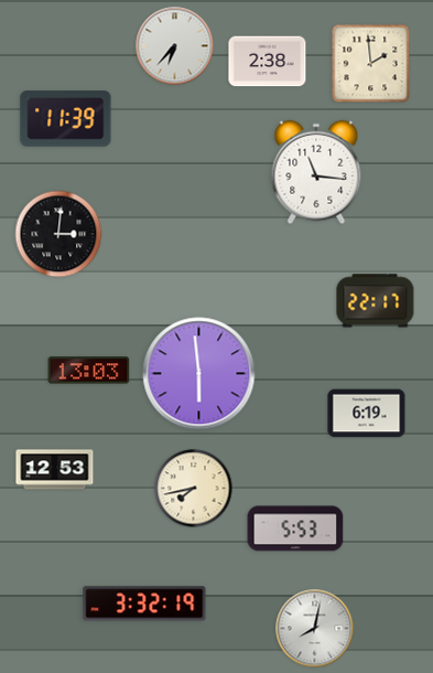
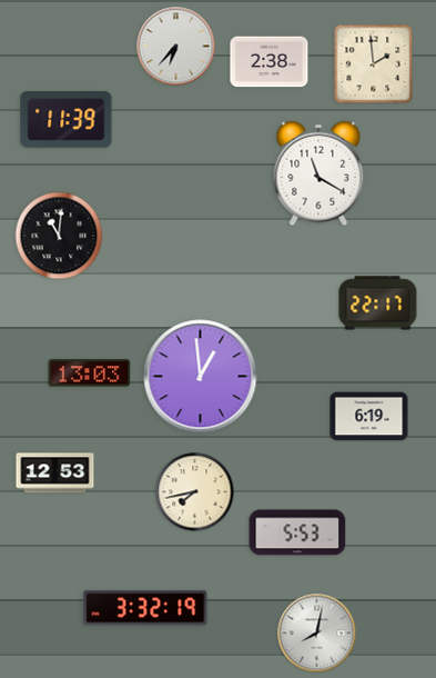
clock at (316, 172): 11:16 -> 11:20
clock at (58, 234): 3:01 -> 11:01
clock at (199, 374): 5:59 -> 12:59
